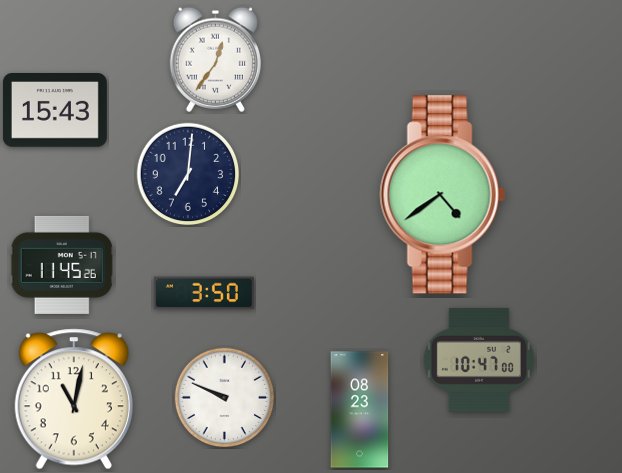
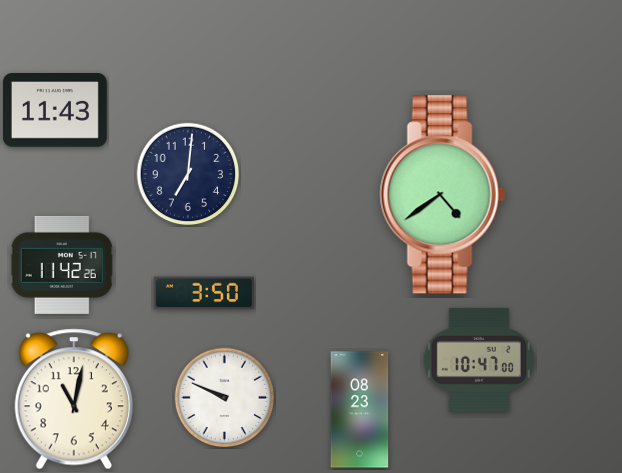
clock at (215, 59): 12:36 -> none
clock at (55, 110): 15:43 -> 11:43
clock at (62, 265): 11:45 -> 11:42
